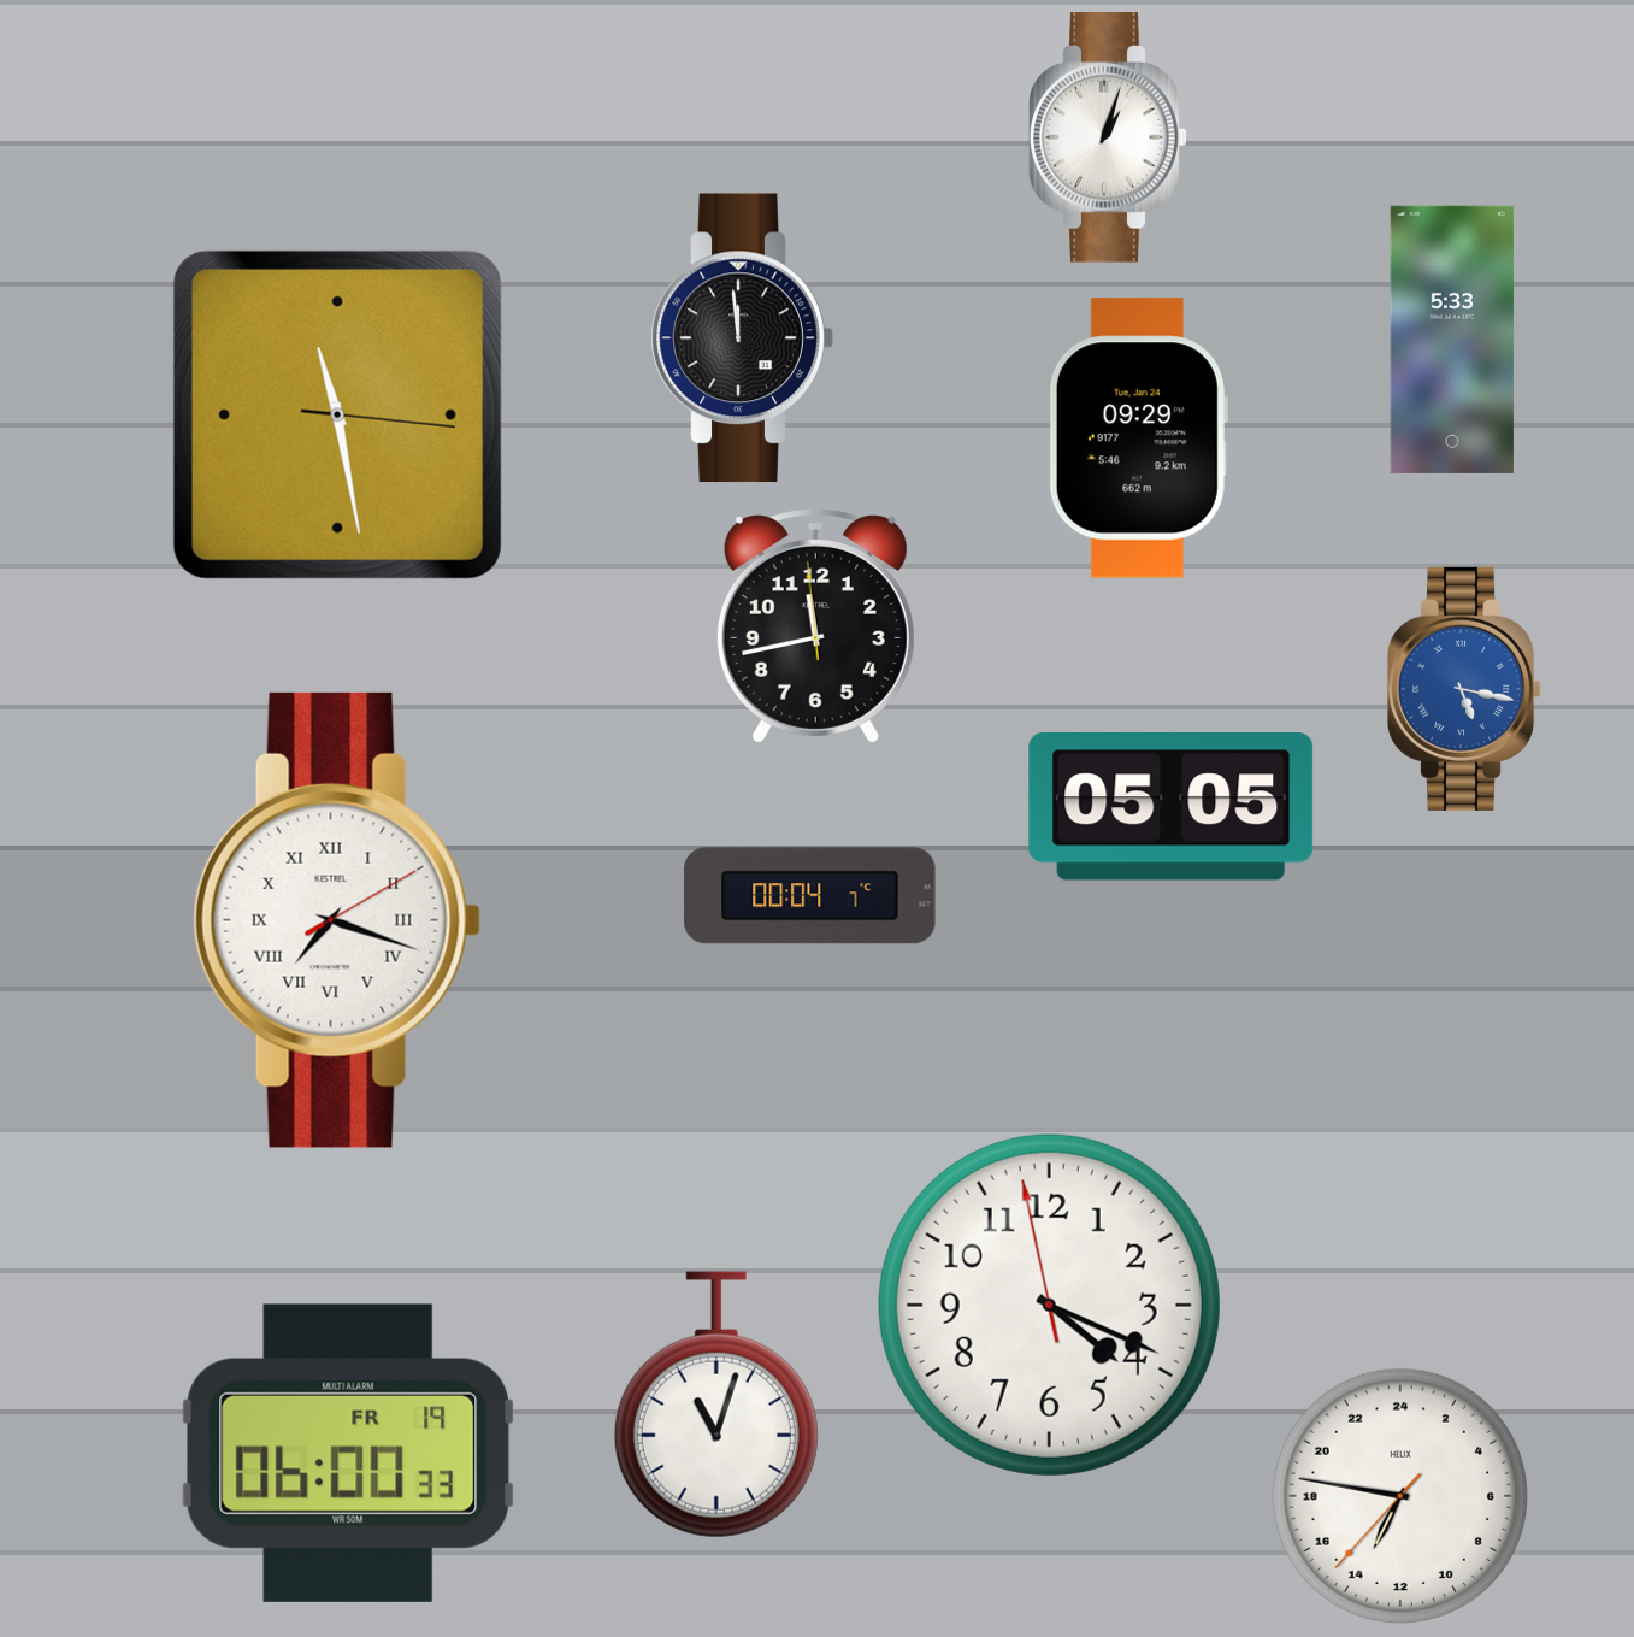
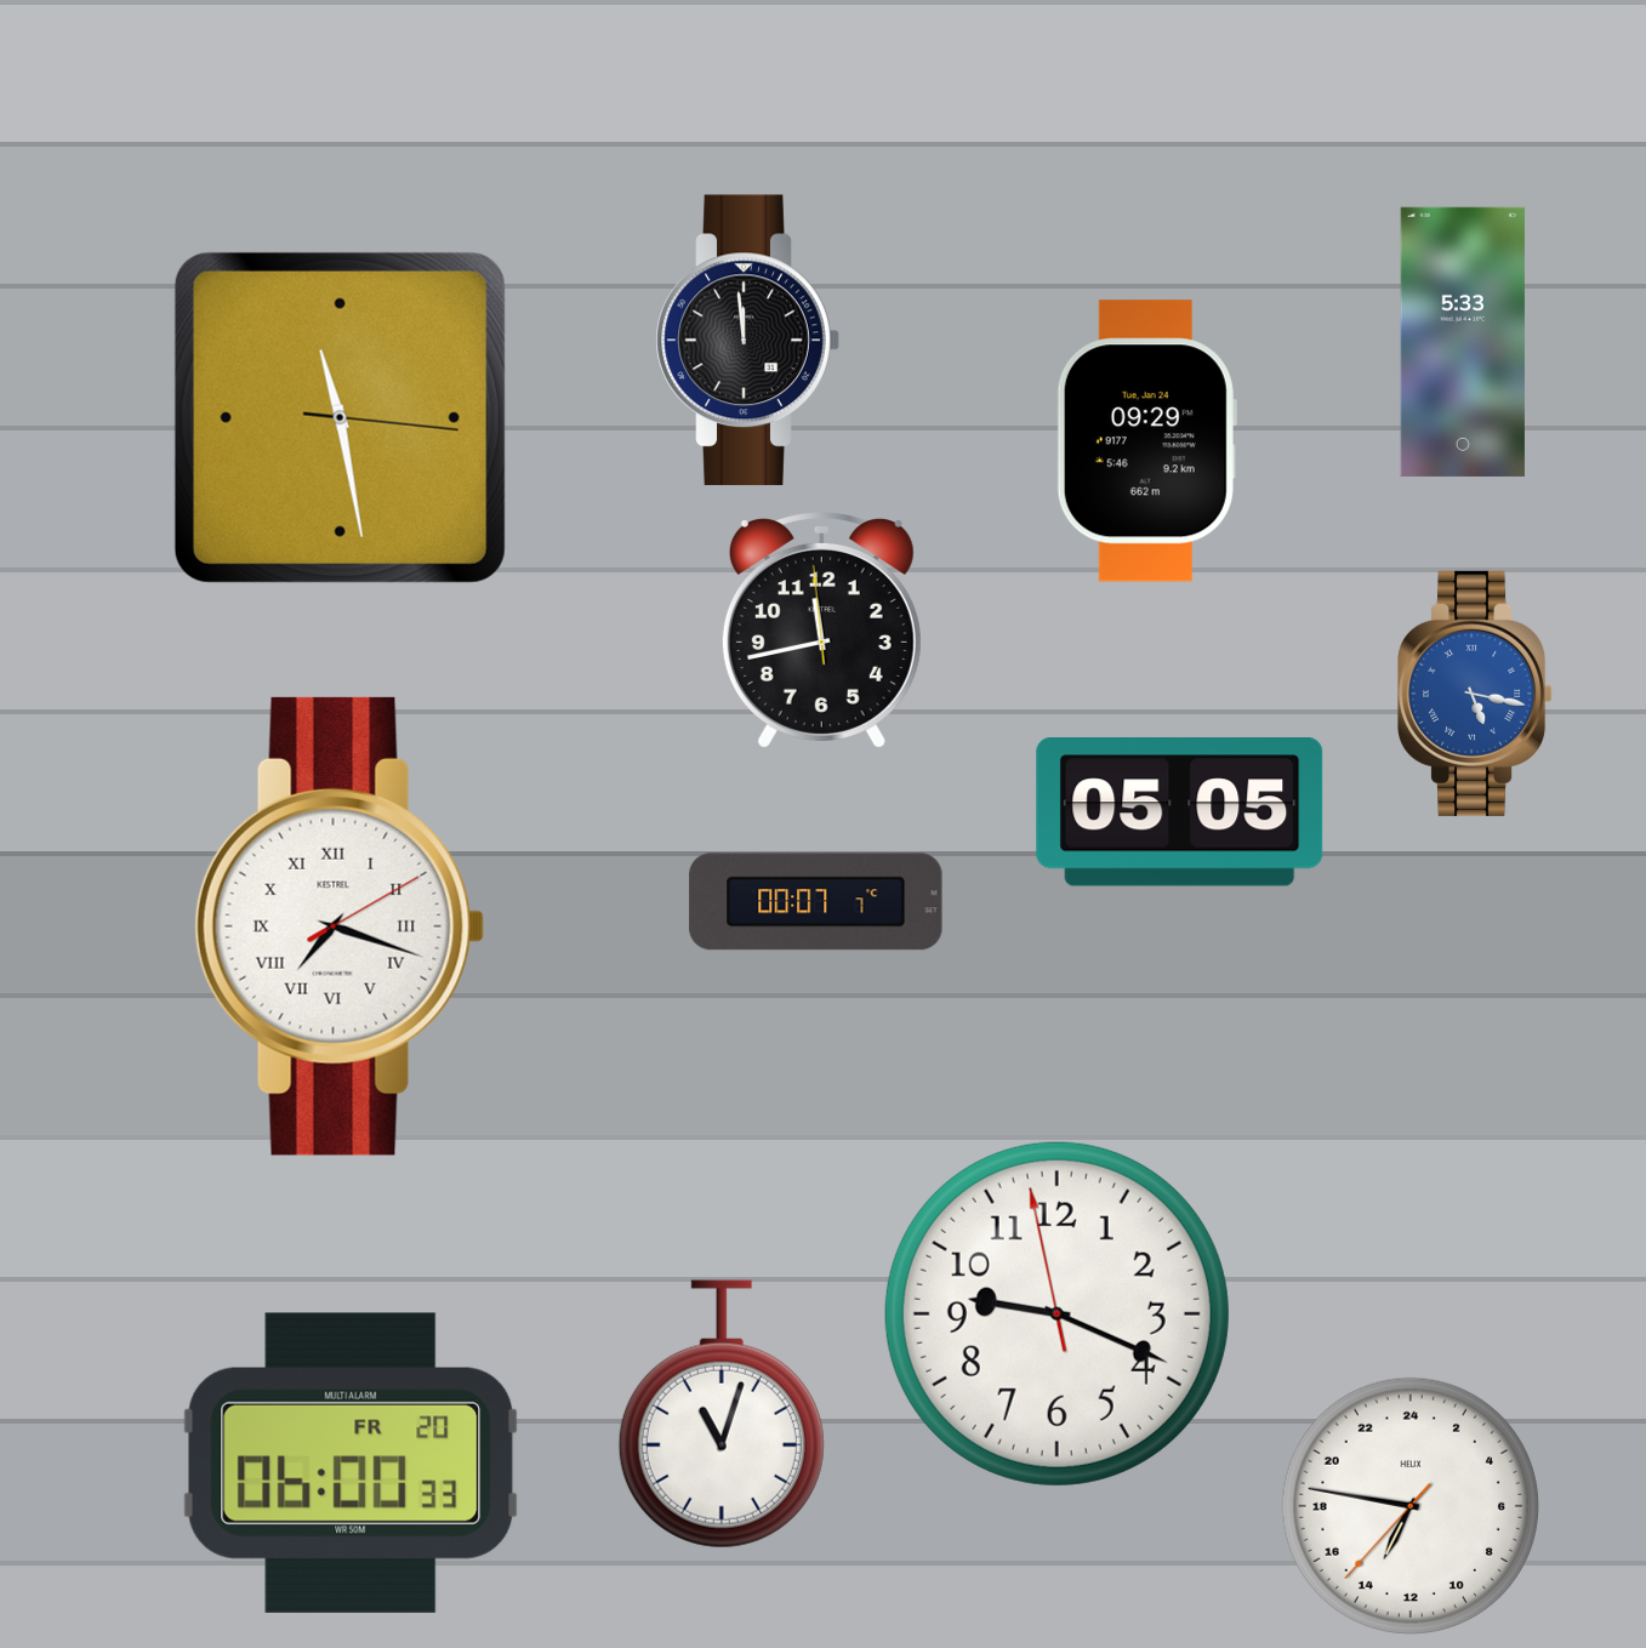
clock at (1108, 137): 1:03 -> none
clock at (810, 896): 00:04 -> 00:07
clock at (1049, 1305): 4:18 -> 9:18
clock at (348, 1453) date: FR 19 -> FR 20
